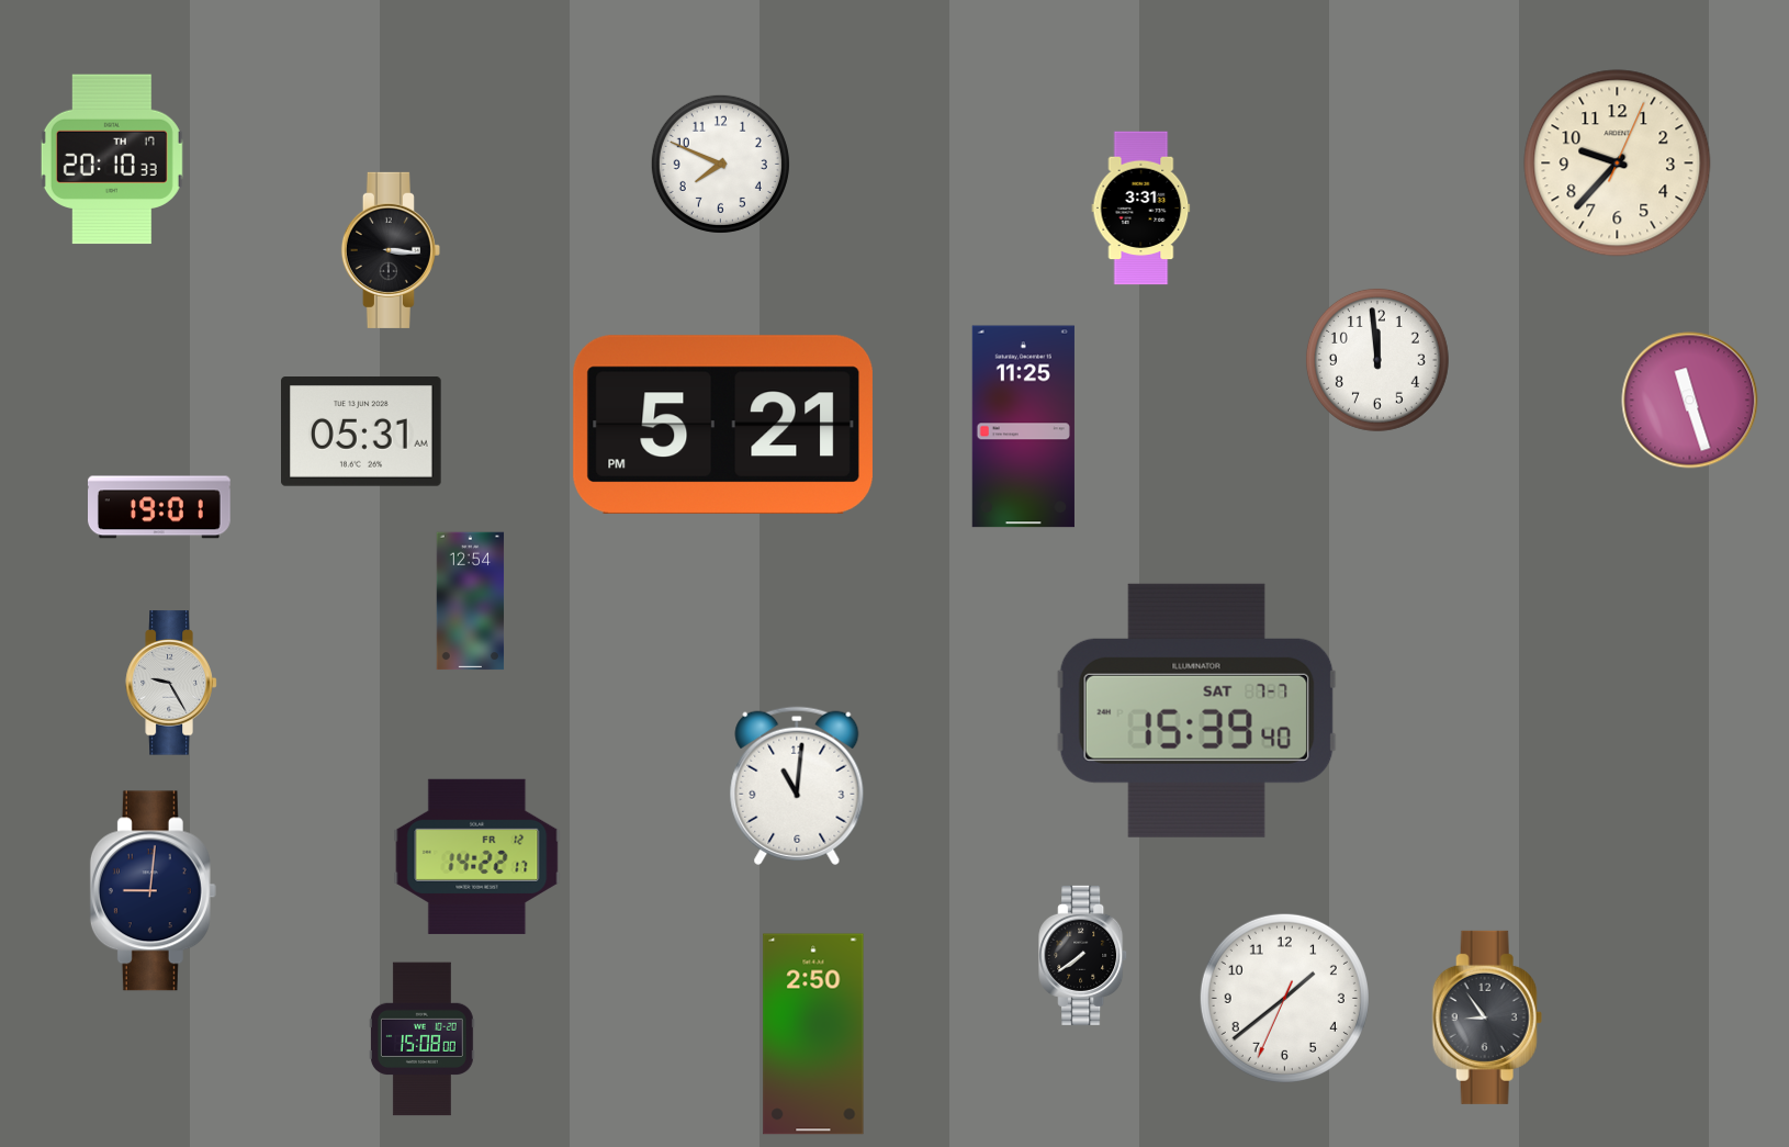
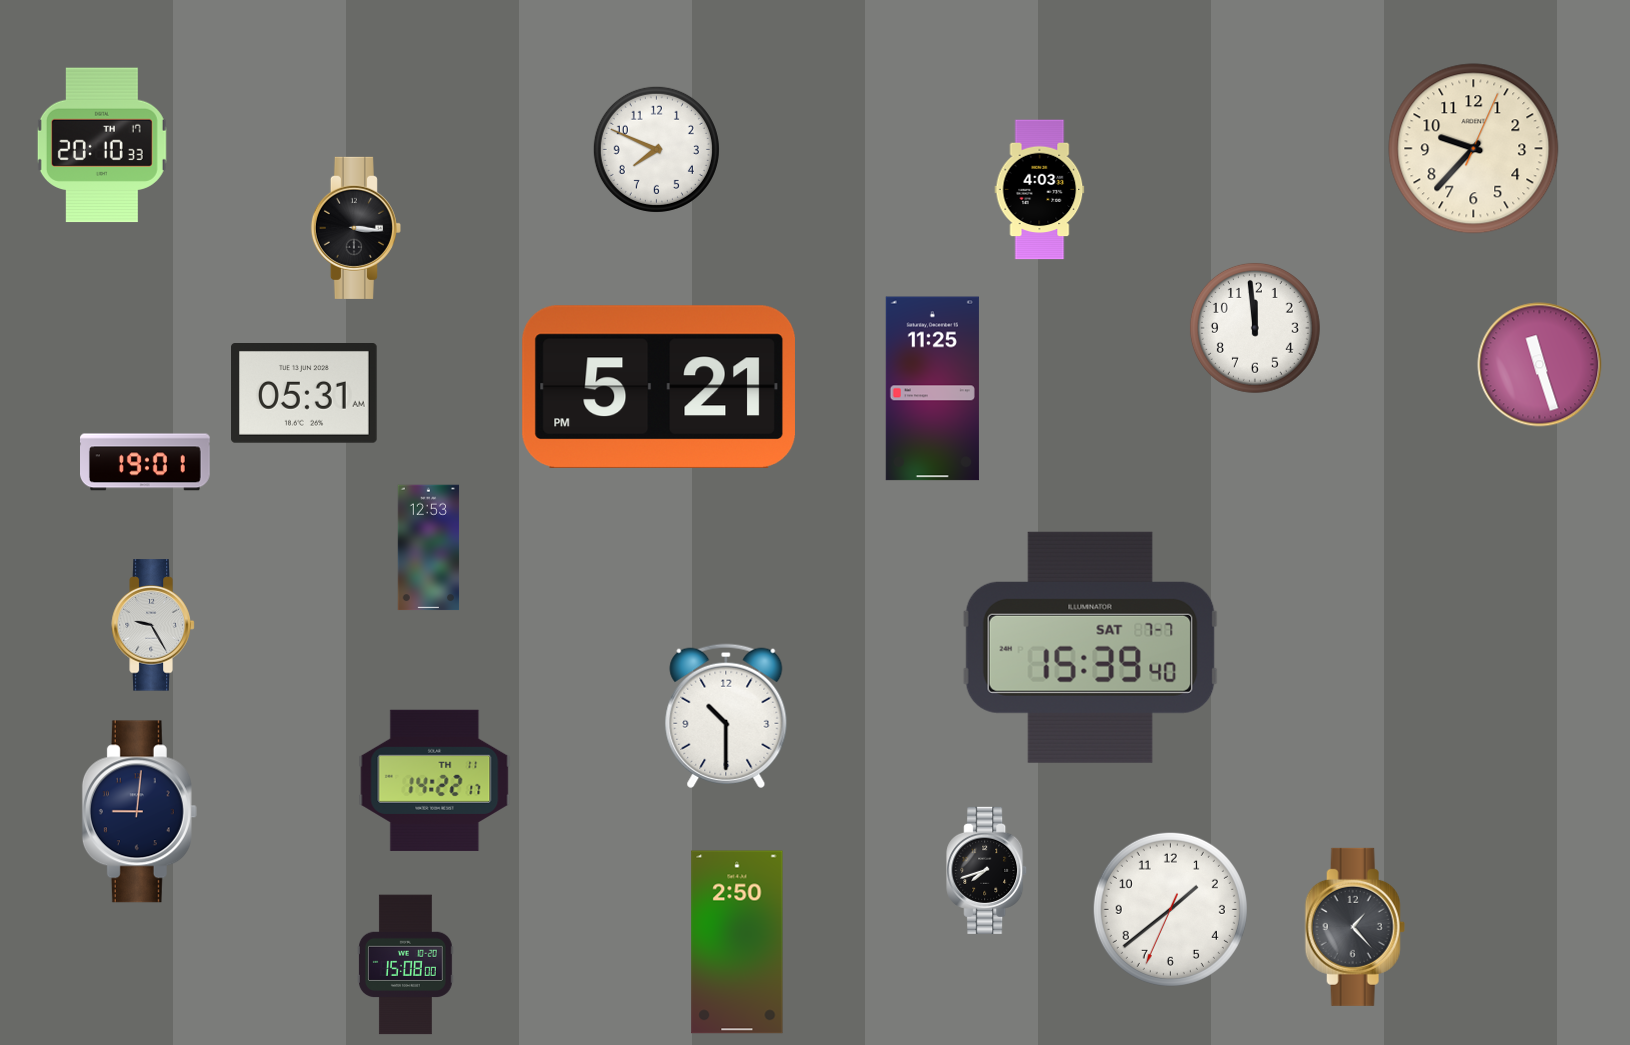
clock at (1141, 209): 3:31 -> 4:03
clock at (361, 432) position: (361, 432) -> (304, 394)
clock at (471, 601): 12:54 -> 12:53
clock at (171, 683) position: (171, 683) -> (153, 625)
clock at (797, 786): 11:01 -> 10:30
clock at (477, 856) date: FR 12 -> TH 11
clock at (1083, 955): 7:39 -> 7:42
clock at (1487, 1017): 8:54 -> 1:23
clock at (813, 1034) position: (813, 1034) -> (737, 942)
clock at (421, 1039) position: (421, 1039) -> (405, 965)
